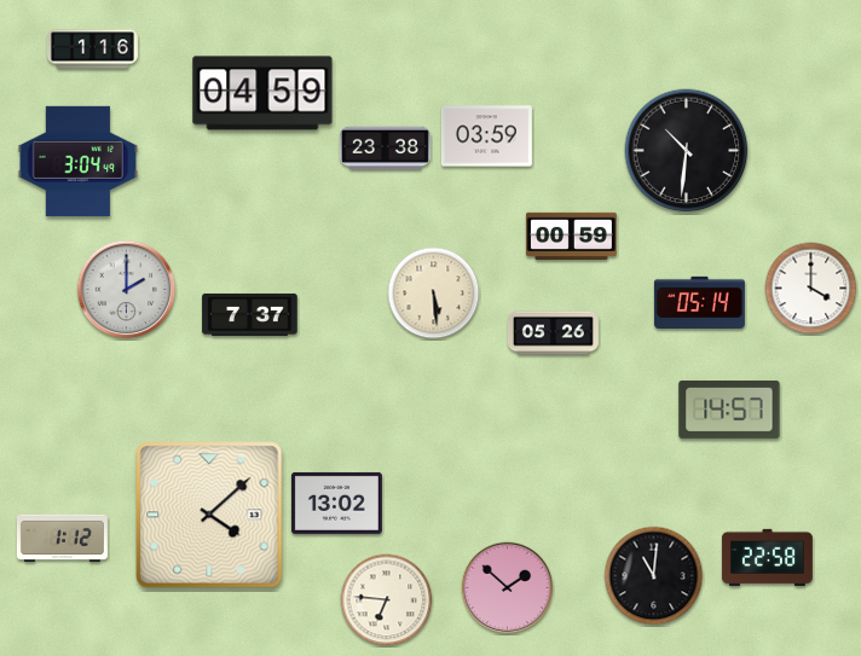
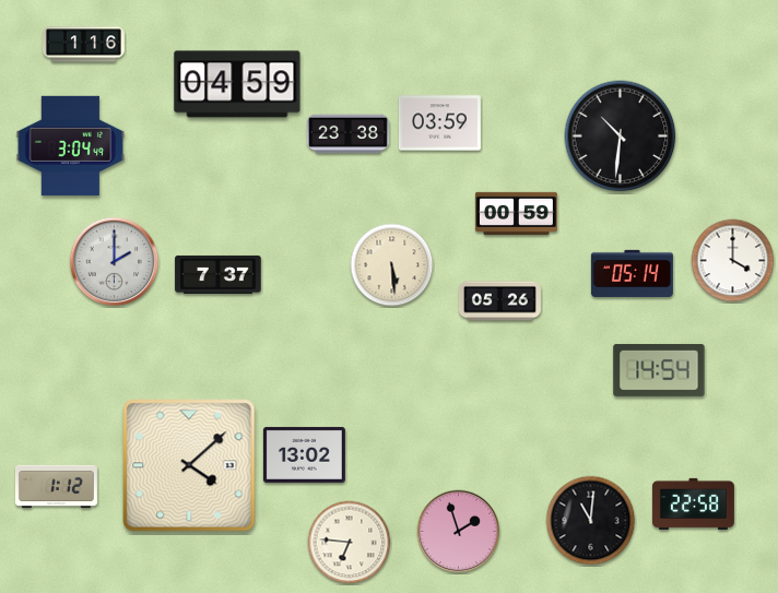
clock at (250, 314) position: (250, 314) -> (219, 274)
clock at (729, 410): 14:57 -> 14:54
clock at (508, 588): 1:52 -> 1:57
